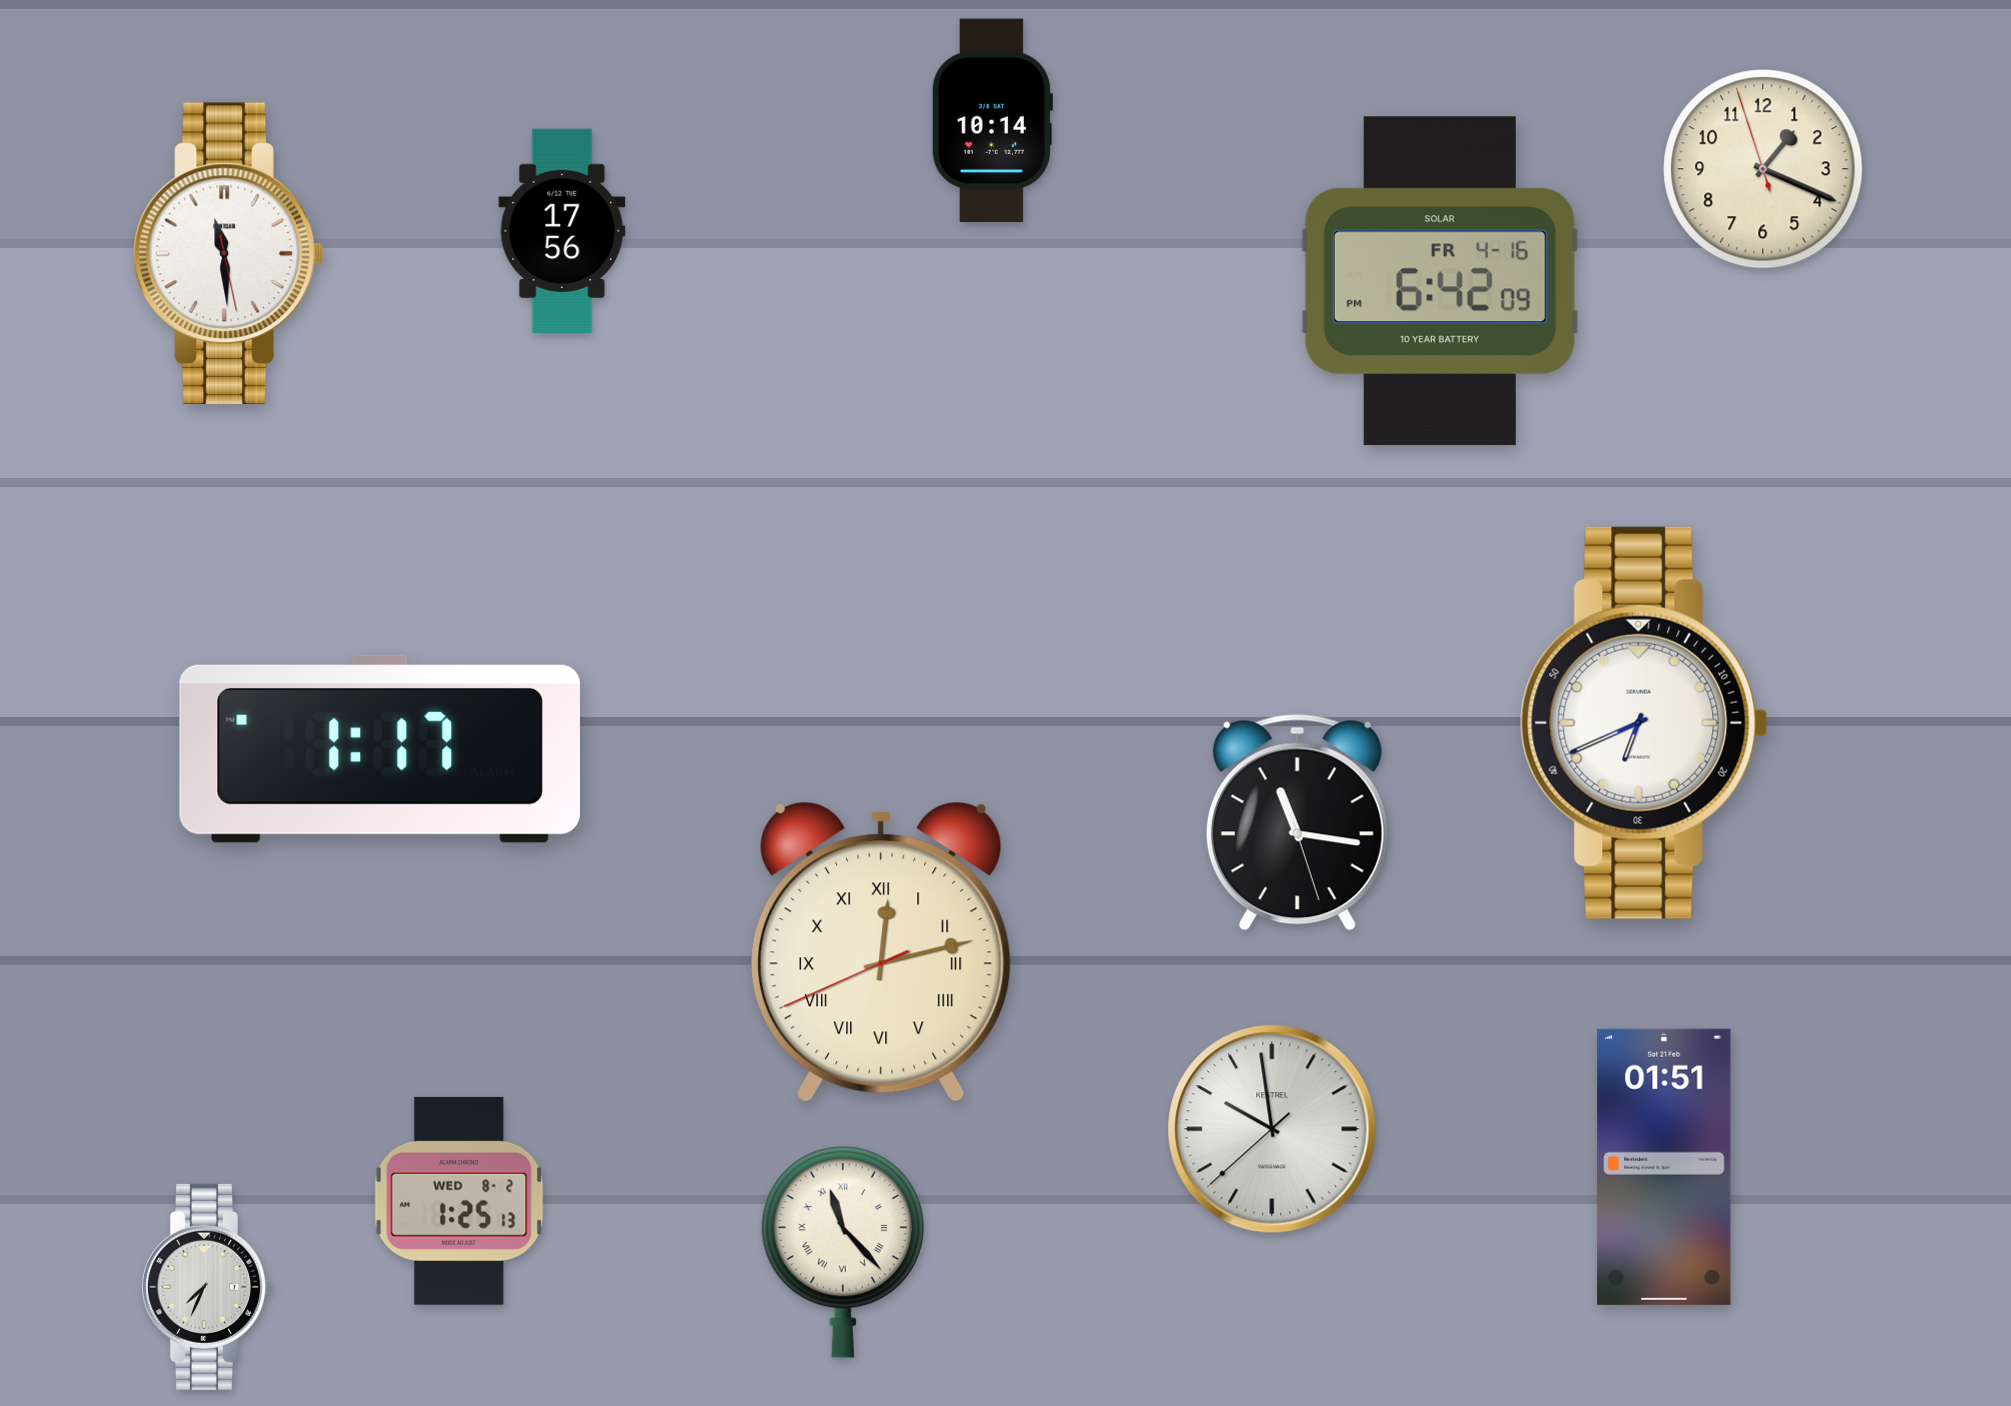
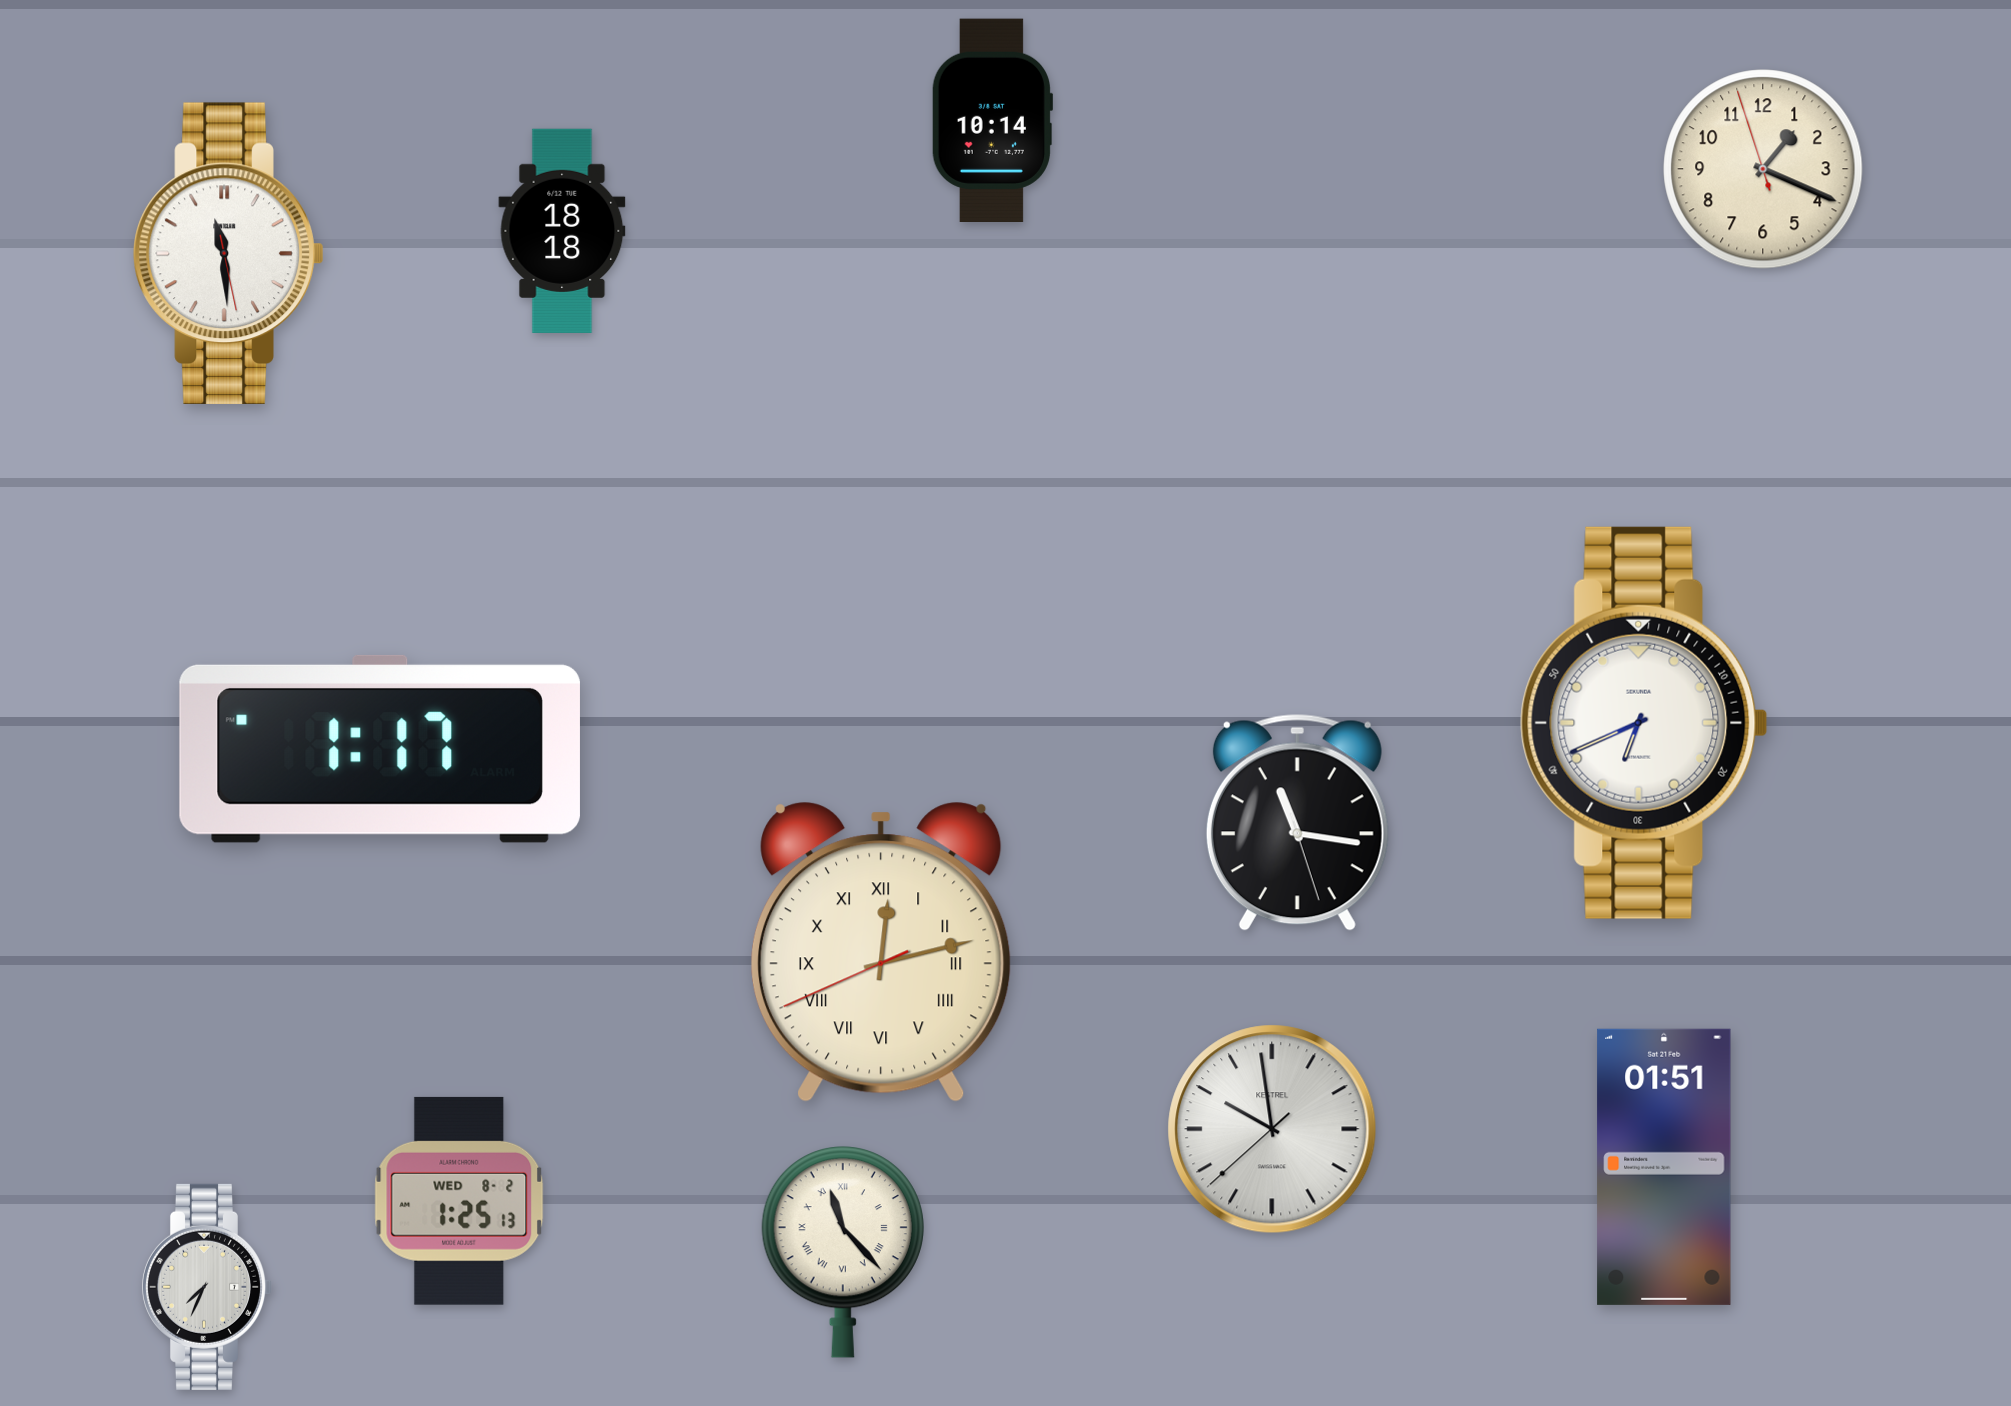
clock at (562, 231): 17:56 -> 18:18
clock at (1440, 281): 6:42 -> none
